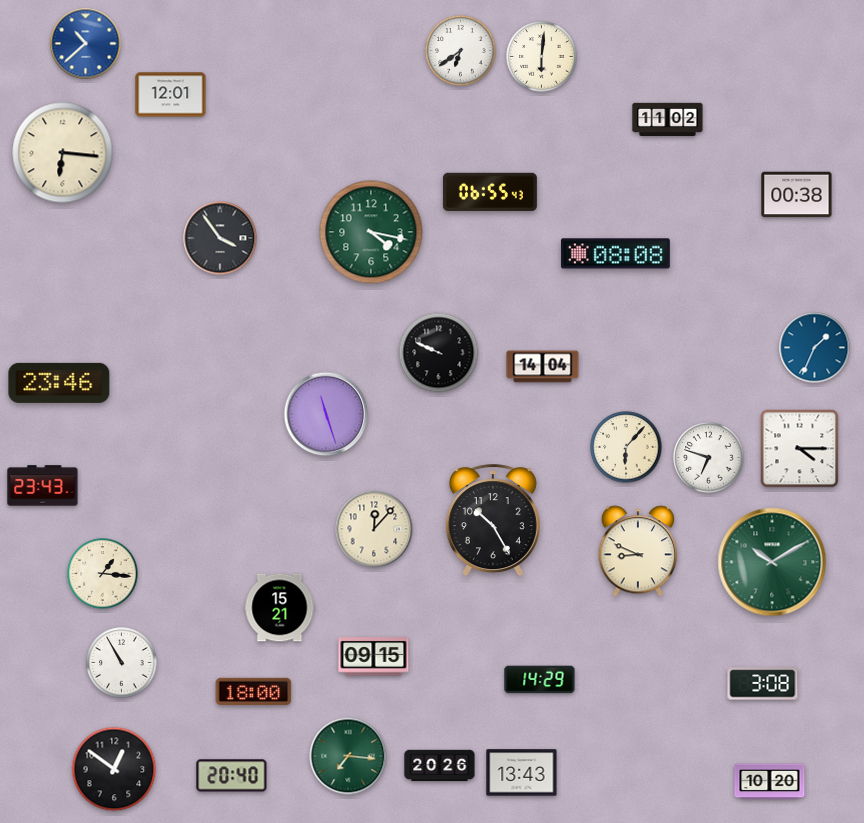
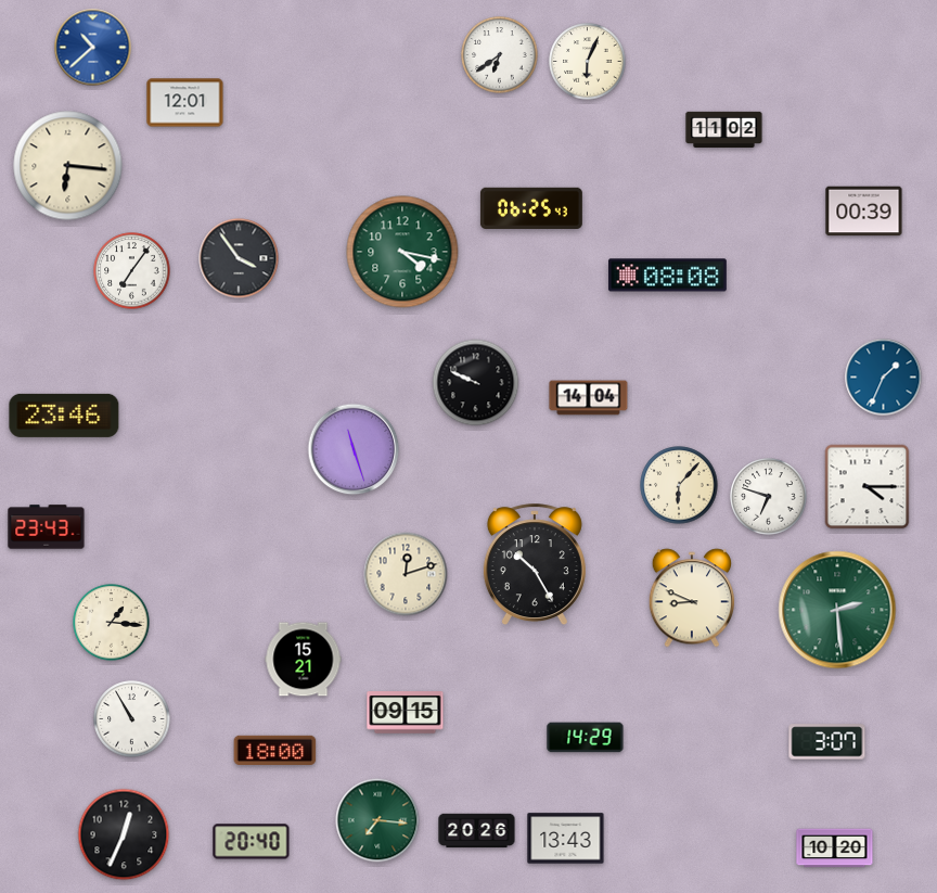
clock at (542, 57): 6:01 -> 6:04
clock at (490, 192): 06:55 -> 06:25
clock at (797, 195): 00:38 -> 00:39
clock at (132, 271): none -> 7:06
clock at (374, 529): 12:07 -> 12:12
clock at (772, 562): 10:10 -> 2:29
clock at (763, 684): 3:08 -> 3:07
clock at (114, 769): 12:51 -> 12:34
